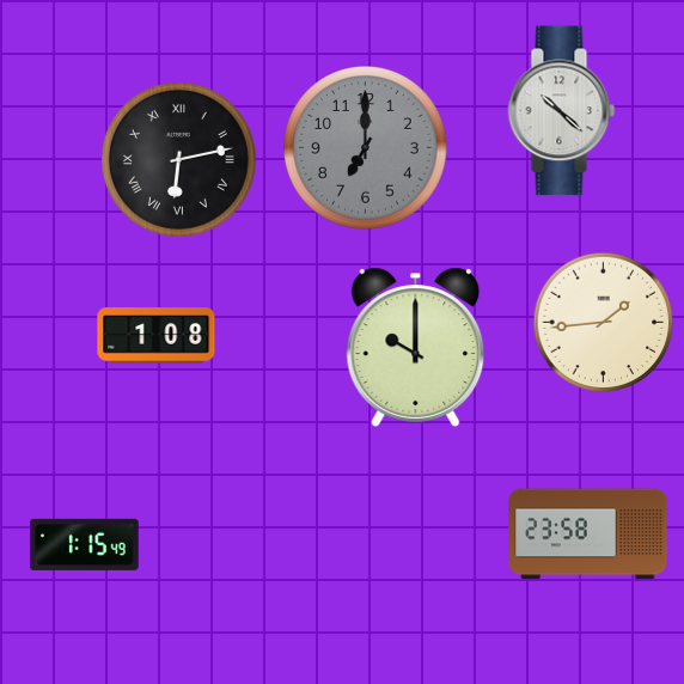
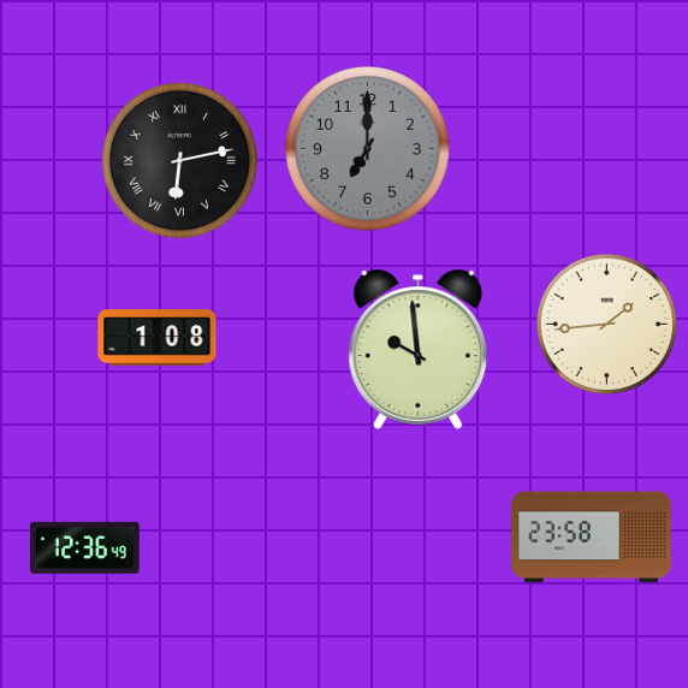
clock at (562, 111): 10:22 -> none
clock at (416, 347): 10:00 -> 9:59
clock at (84, 544): 1:15 -> 12:36
